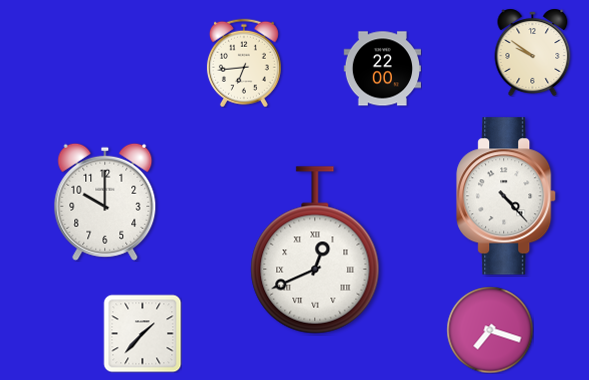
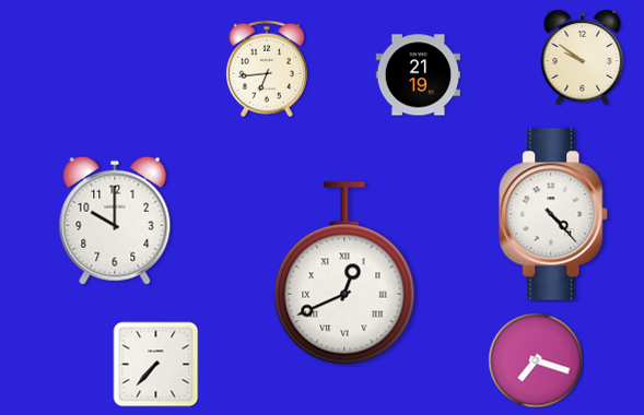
clock at (382, 69): 22:00 -> 21:19
clock at (142, 333): 1:37 -> 7:37
